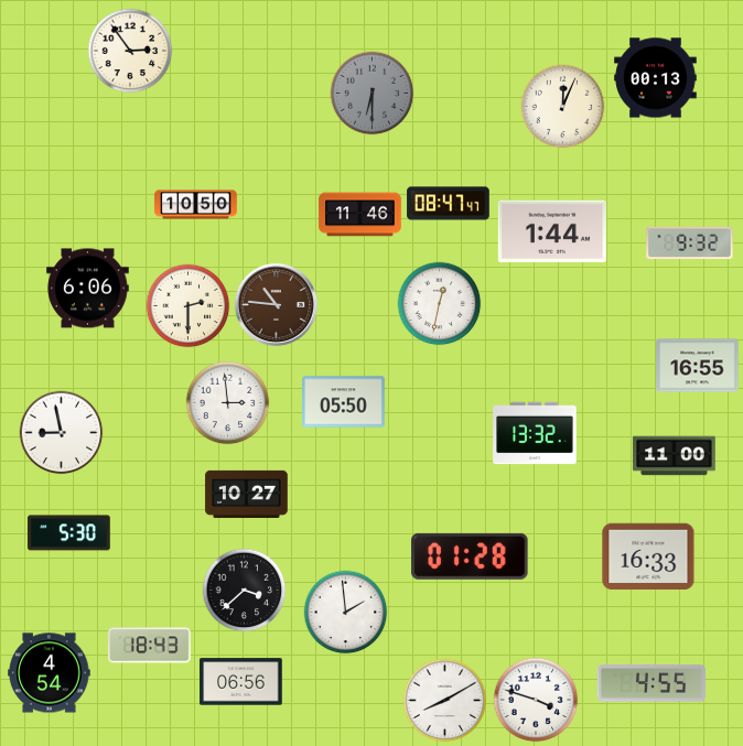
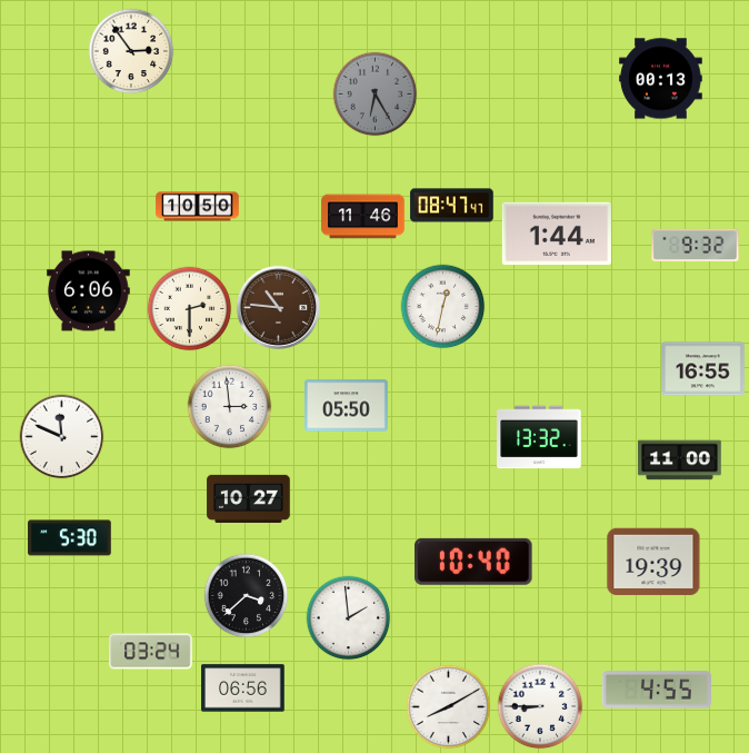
clock at (373, 94): 6:30 -> 6:25
clock at (563, 107): 12:04 -> none
clock at (62, 433): 8:58 -> 11:49
clock at (470, 556): 01:28 -> 10:40
clock at (648, 556): 16:33 -> 19:39
clock at (150, 646): 18:43 -> 03:24
clock at (50, 673): 4:54 -> none
clock at (536, 700): 3:48 -> 8:45
